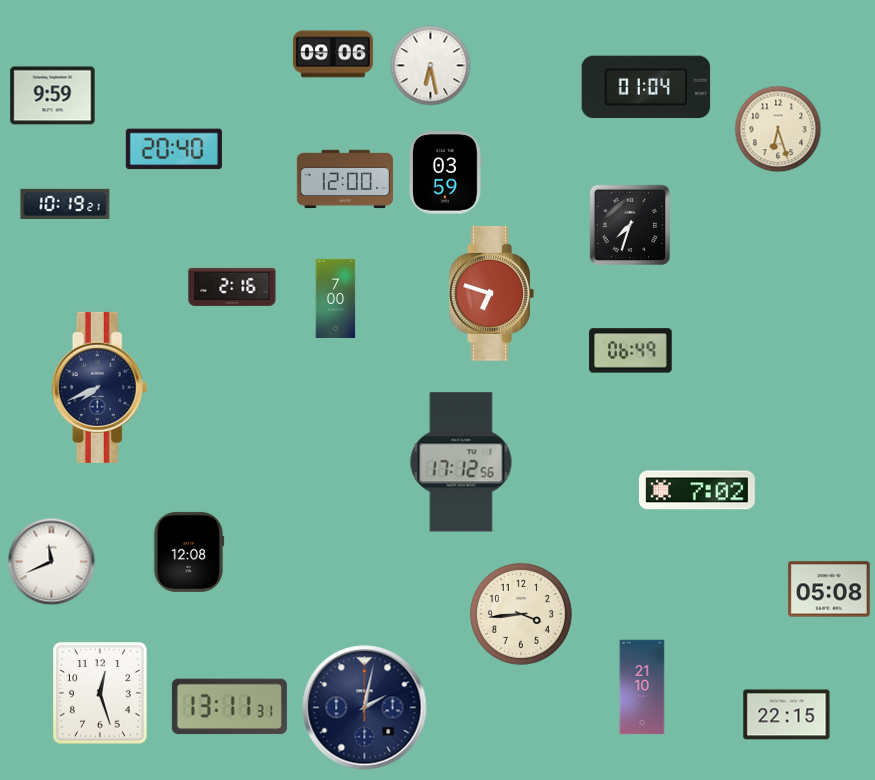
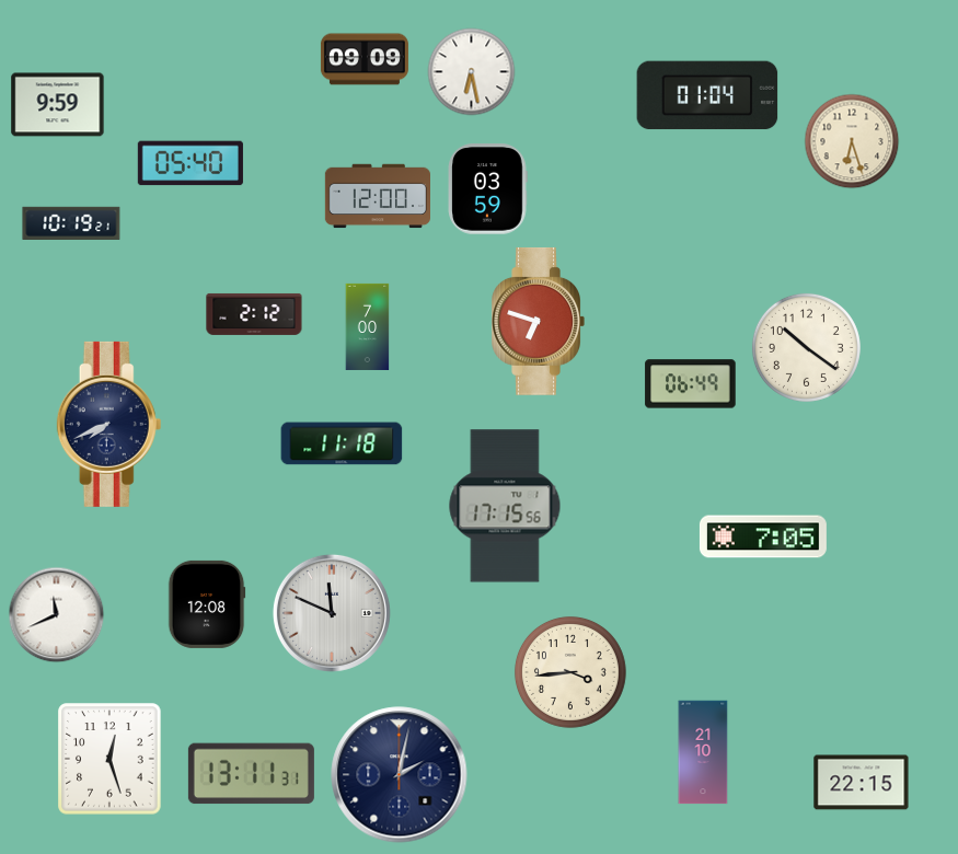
clock at (333, 54): 09:06 -> 09:09
clock at (174, 149): 20:40 -> 05:40
clock at (629, 224): 7:33 -> none
clock at (232, 287): 2:16 -> 2:12
clock at (806, 347): none -> 10:21
clock at (342, 443): none -> 11:18
clock at (461, 462): 17:12 -> 17:15
clock at (697, 490): 7:02 -> 7:05
clock at (332, 613): none -> 11:49
clock at (829, 589): 05:08 -> none
